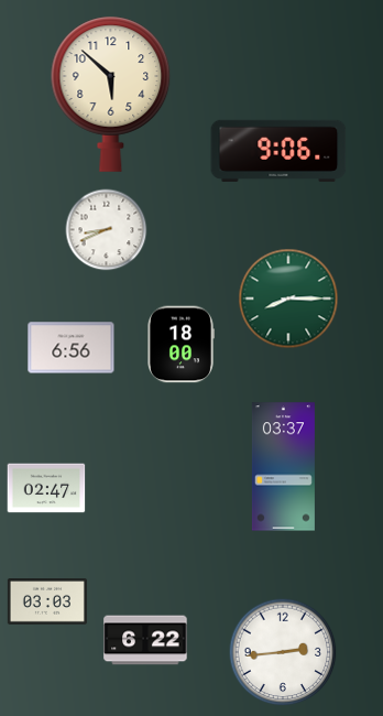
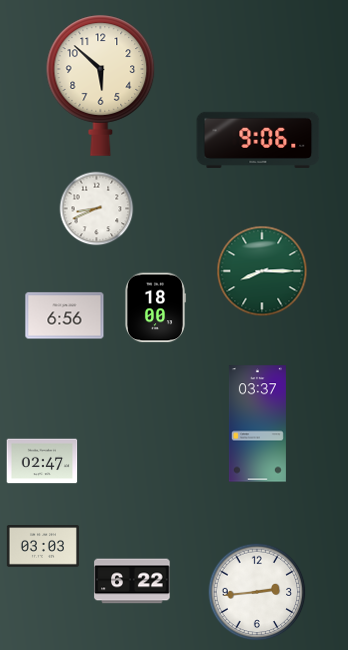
clock at (278, 151) position: (278, 151) -> (258, 140)
clock at (182, 345) position: (182, 345) -> (156, 308)
clock at (46, 488) position: (46, 488) -> (42, 461)
